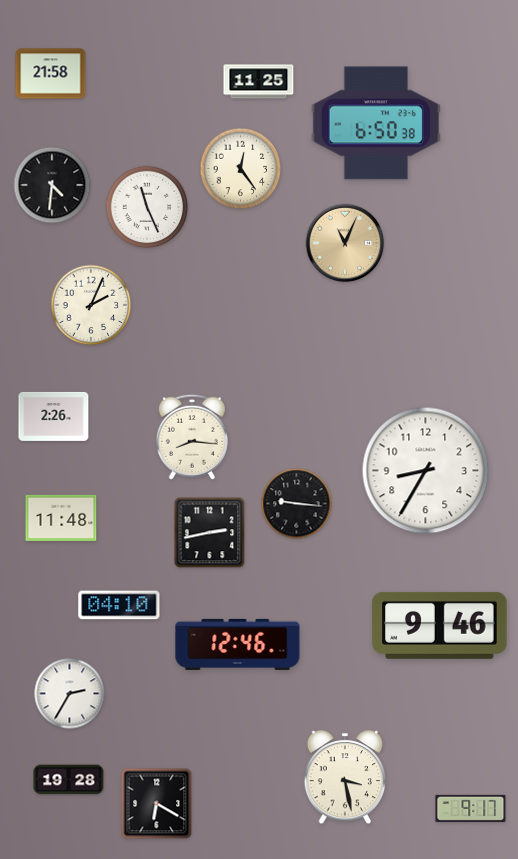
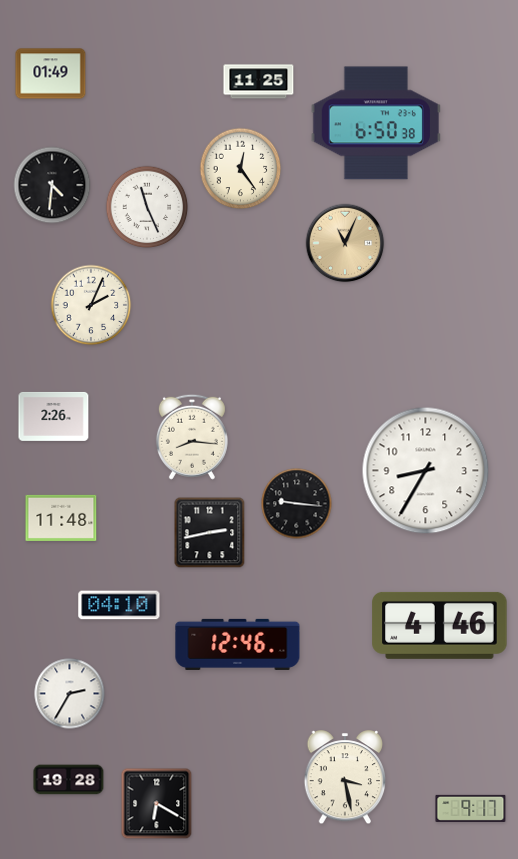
clock at (51, 74): 21:58 -> 01:49
clock at (440, 625): 9:46 -> 4:46
